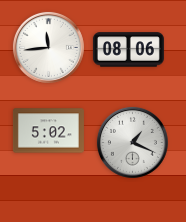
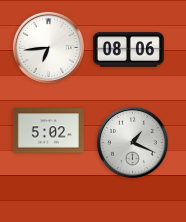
clock at (48, 47): 11:44 -> 6:44
